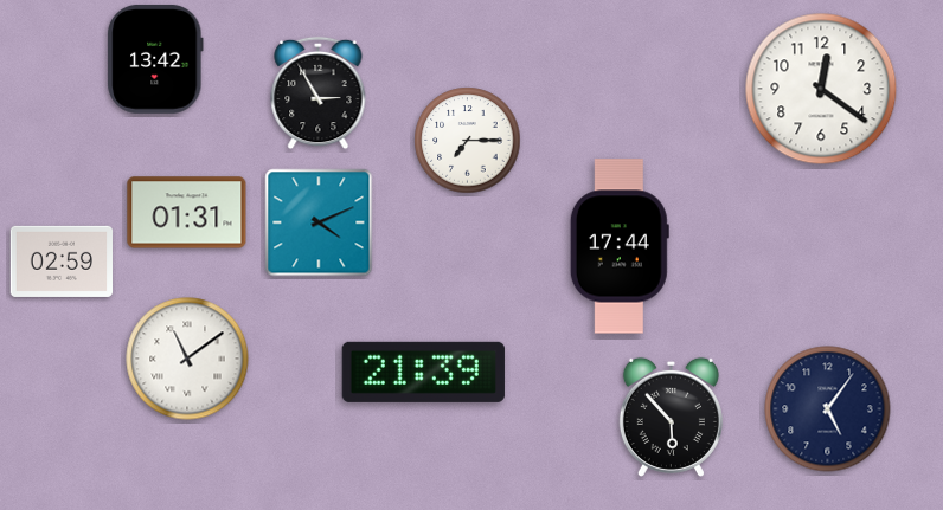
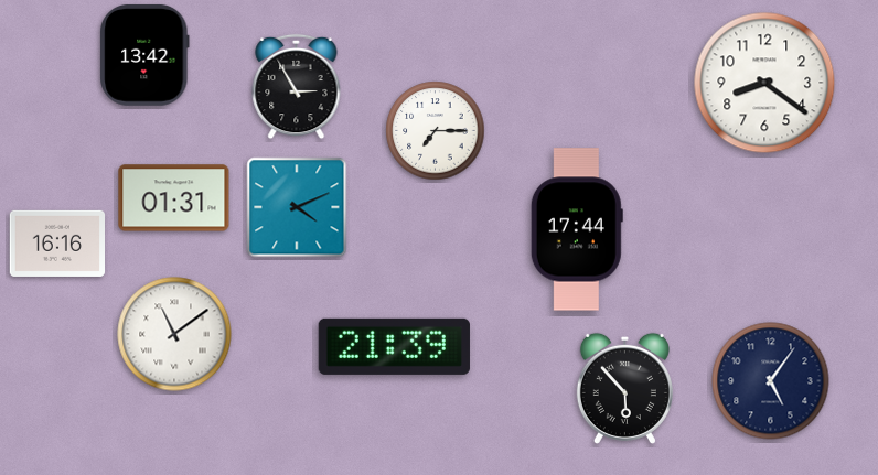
clock at (821, 89): 12:21 -> 8:21
clock at (62, 262): 02:59 -> 16:16
